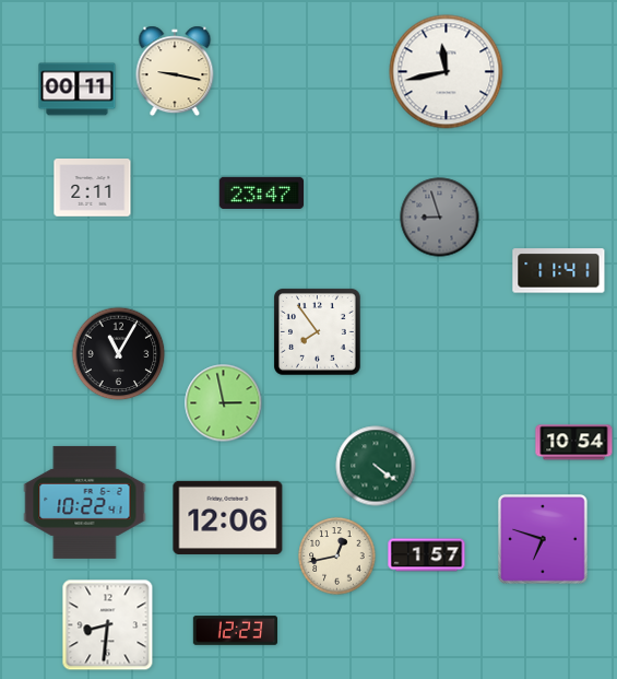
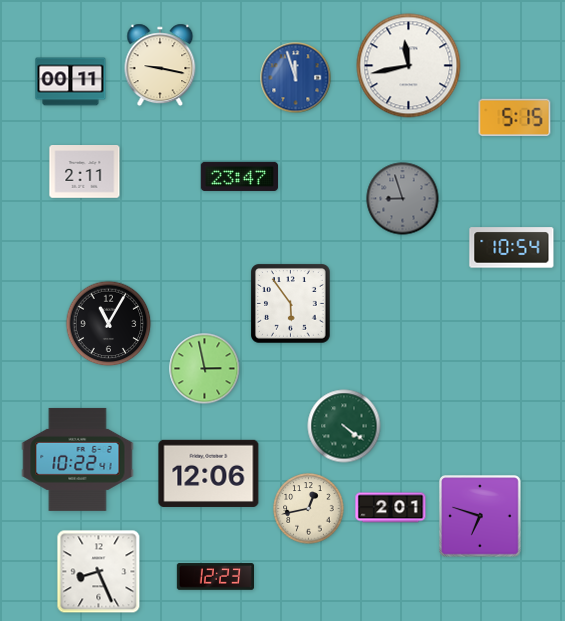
clock at (296, 78): none -> 11:57
clock at (515, 117): none -> 5:15
clock at (559, 271): 11:41 -> 10:54
clock at (318, 332): 7:54 -> 5:54
clock at (574, 443): 10:54 -> none
clock at (543, 540) position: (543, 540) -> (480, 517)
clock at (427, 555): 1:57 -> 2:01
clock at (108, 625): 8:31 -> 8:26
